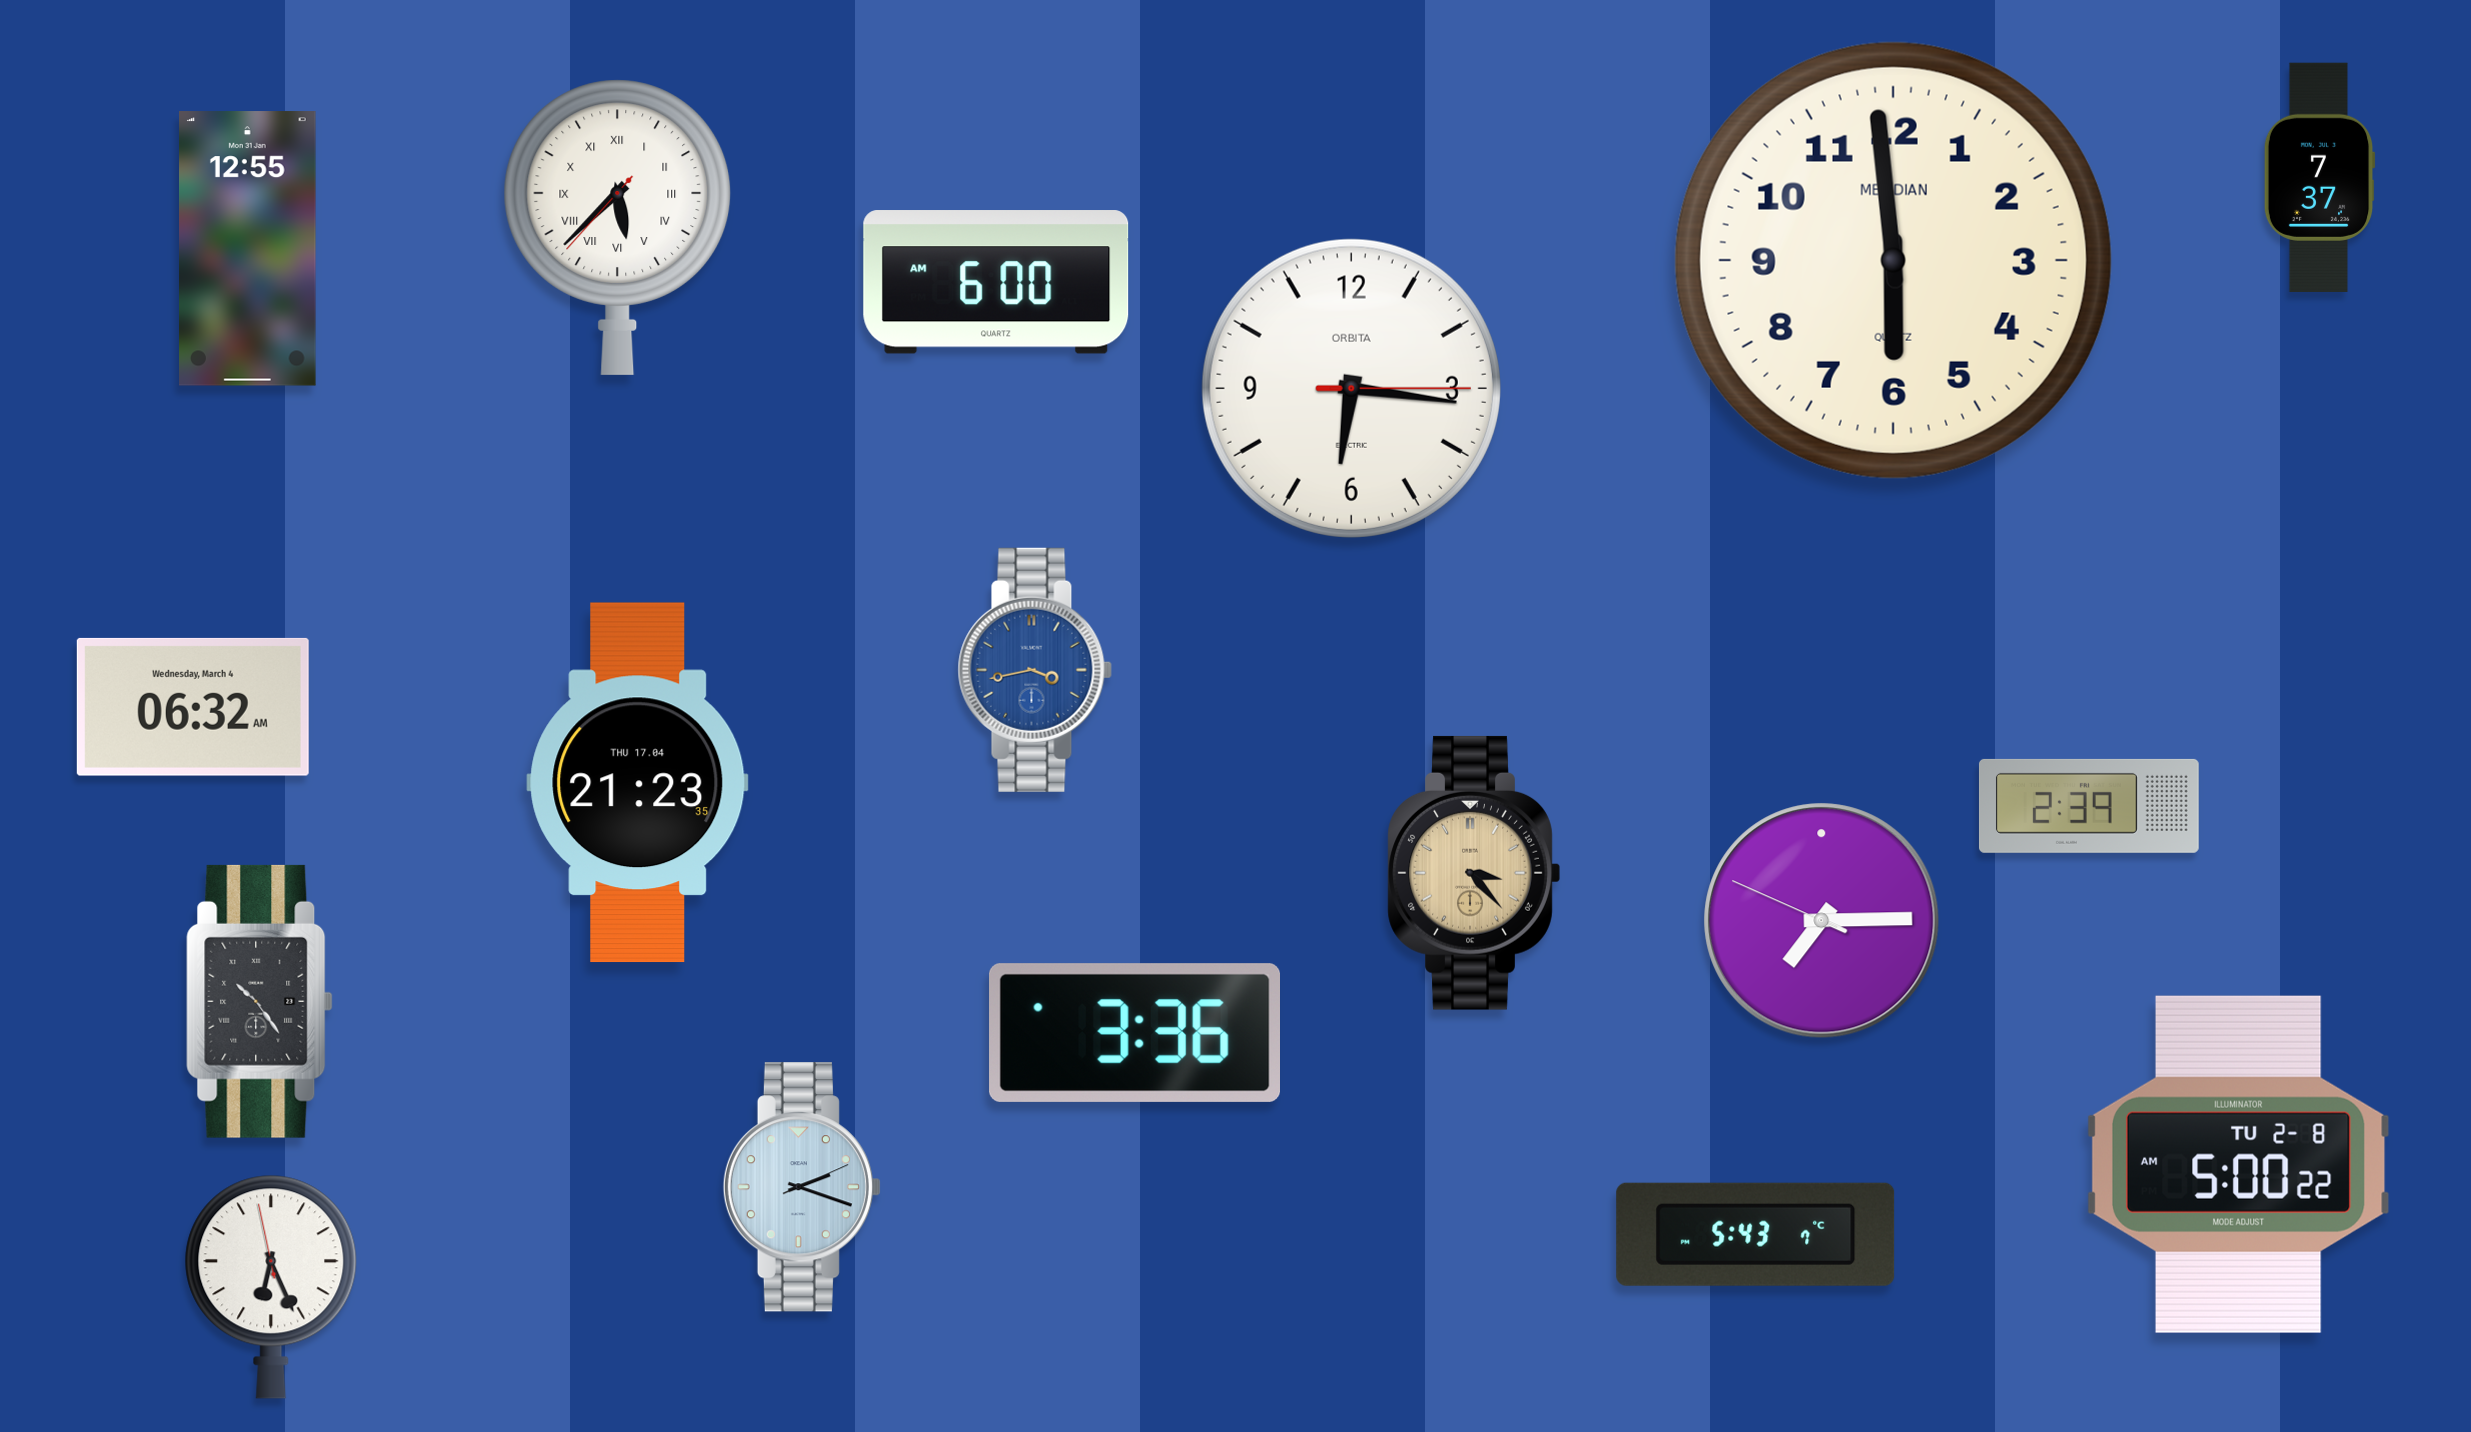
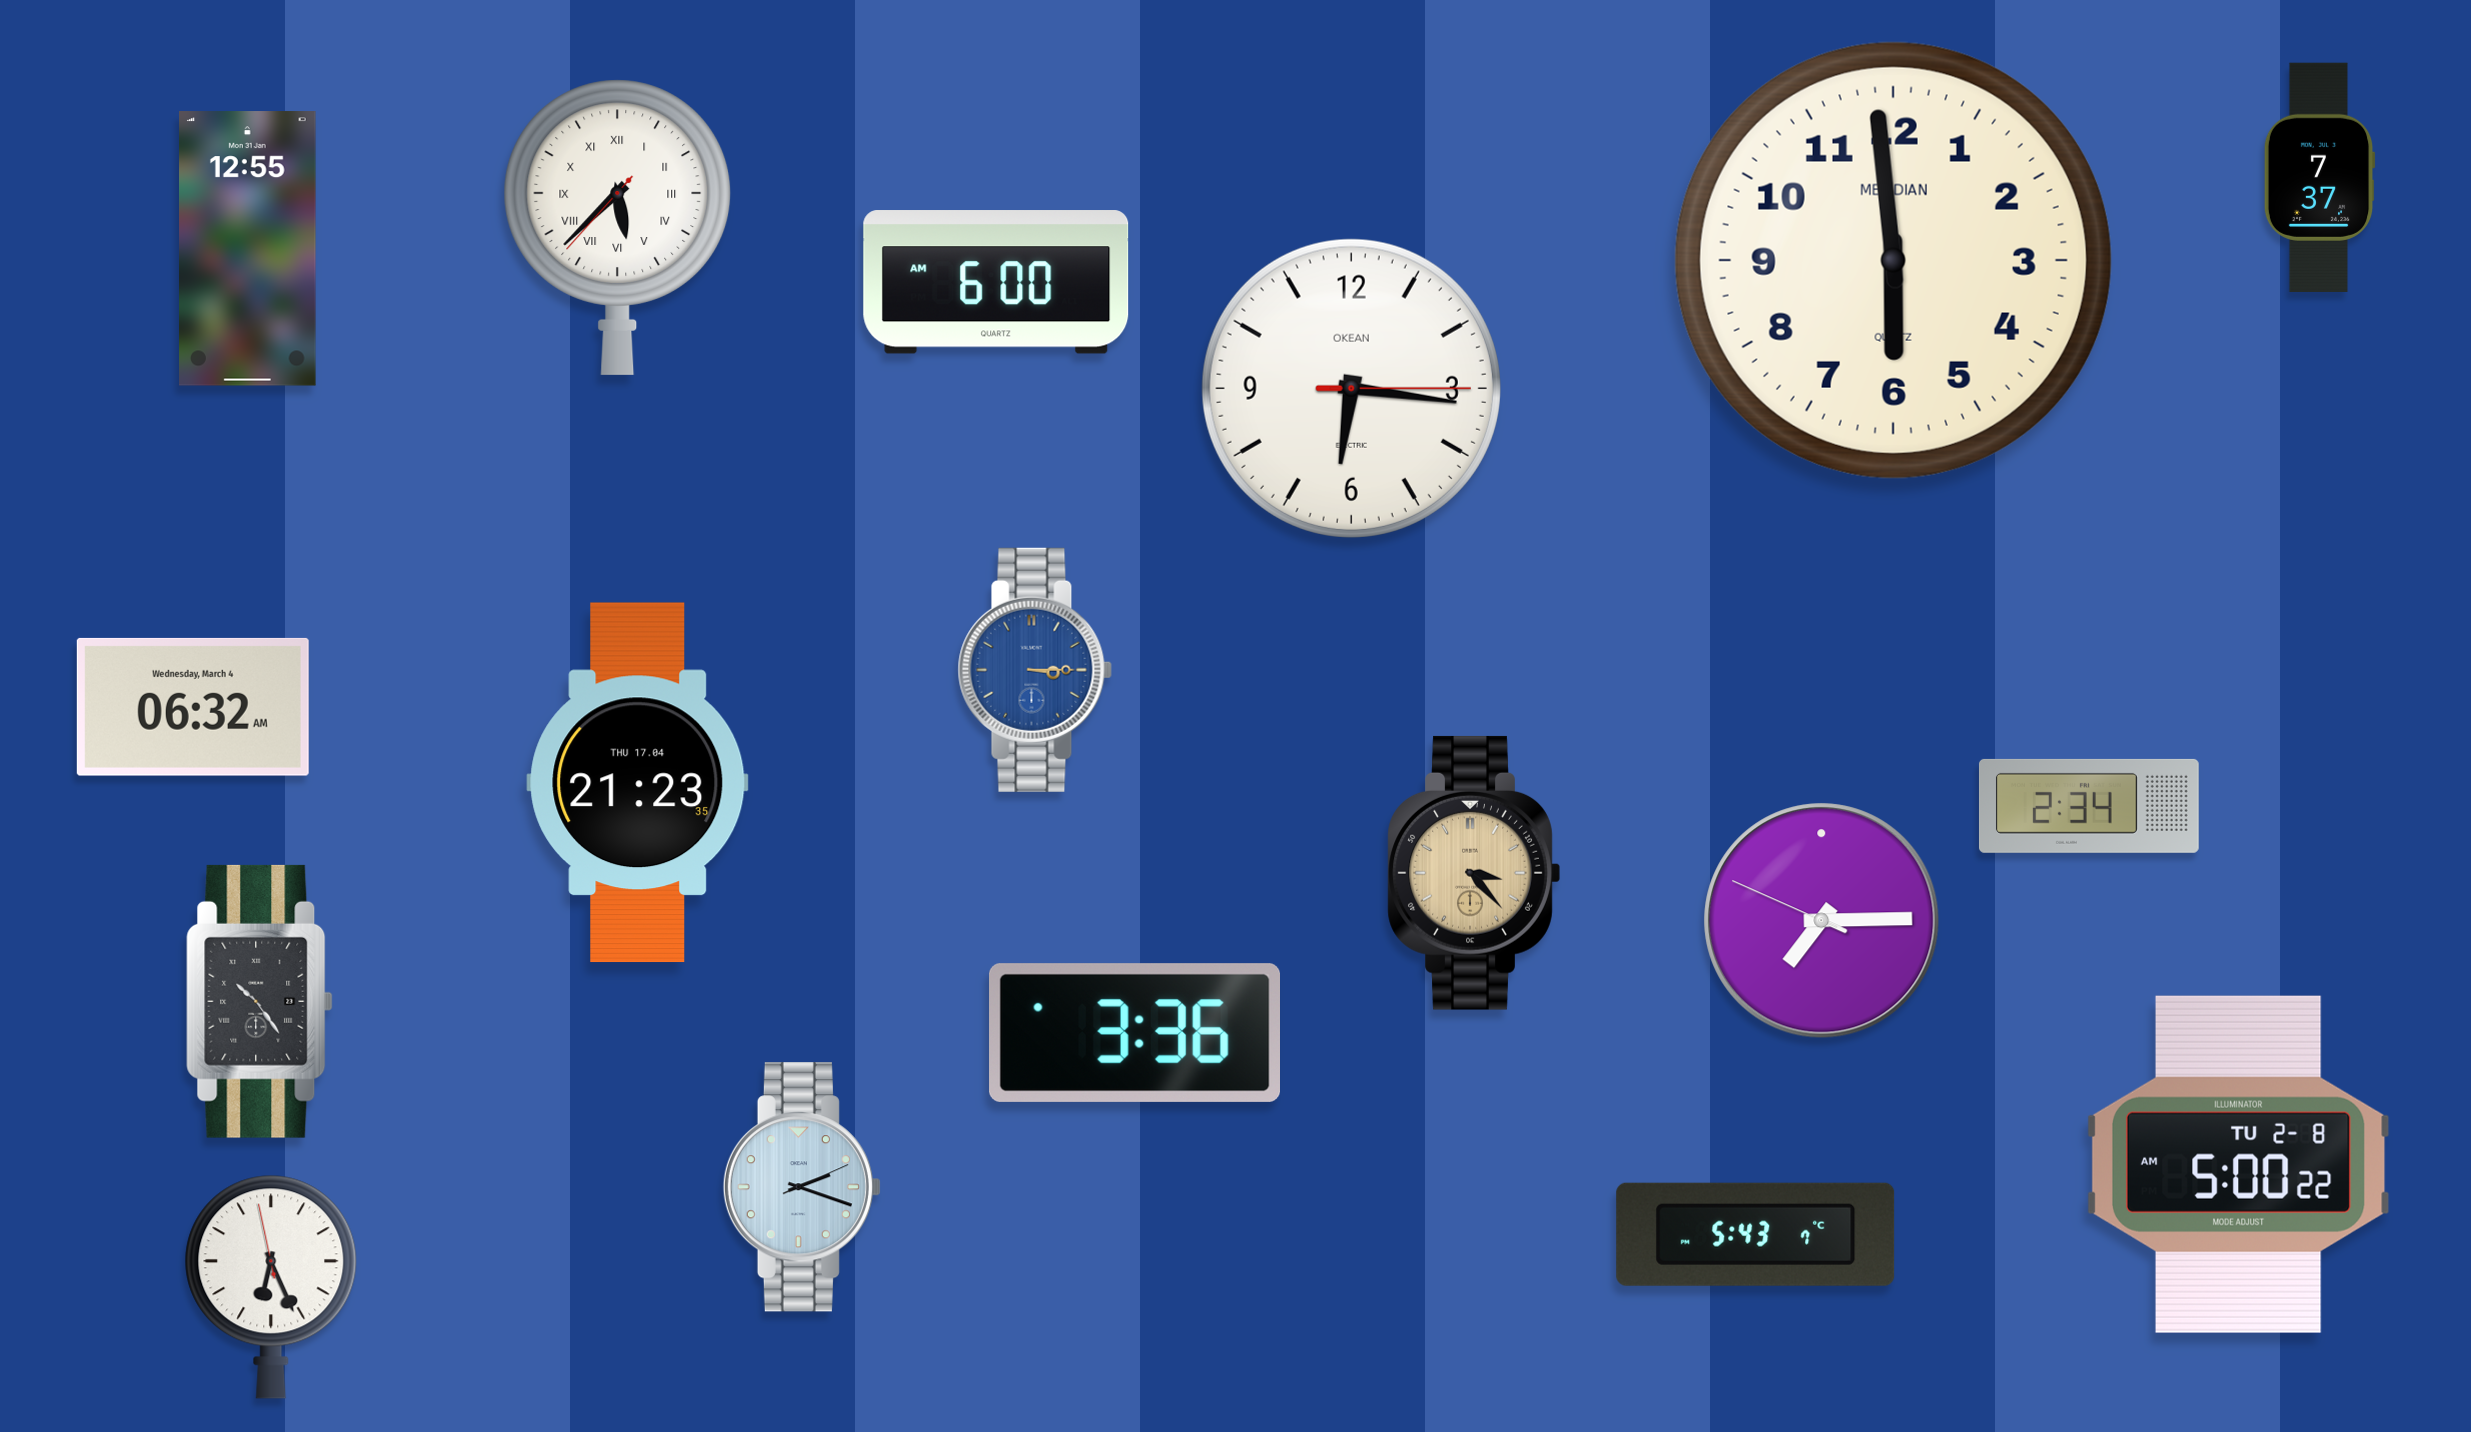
clock at (1351, 388) brand: ORBITA -> OKEAN
clock at (1035, 670): 3:43 -> 3:15
clock at (2089, 806): 2:39 -> 2:34
